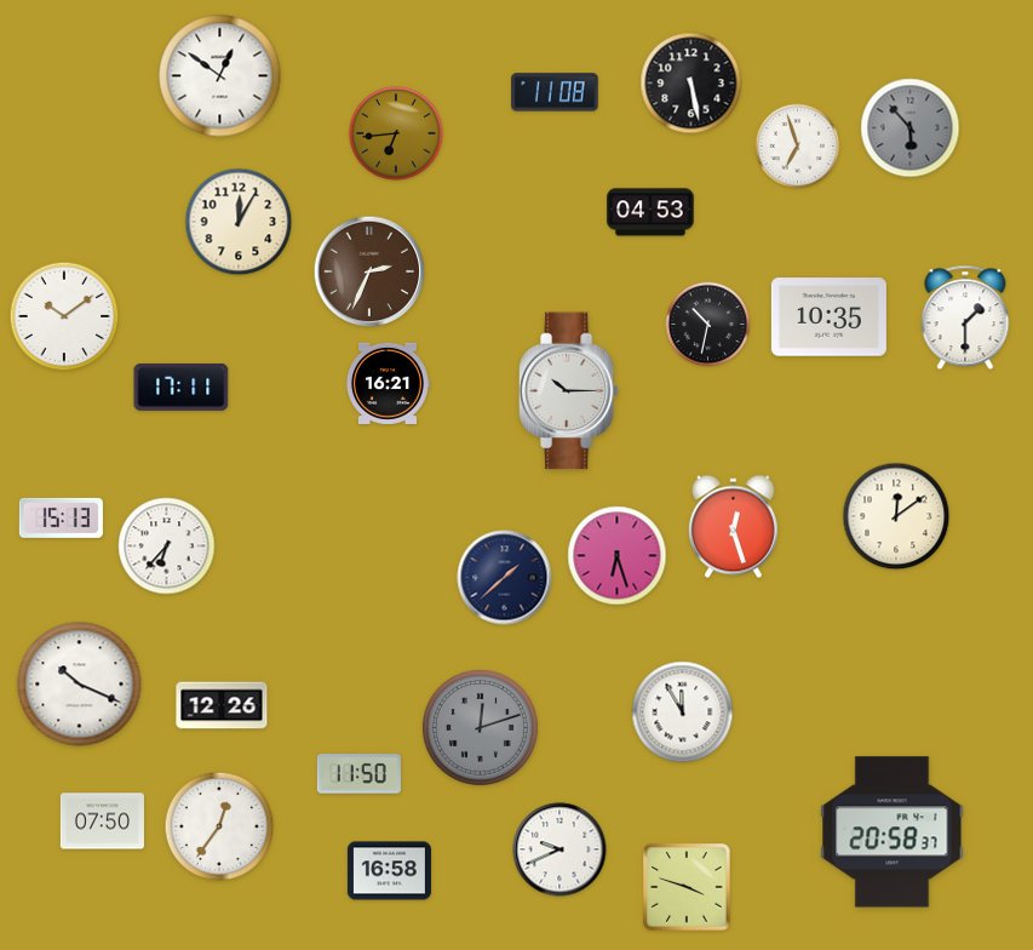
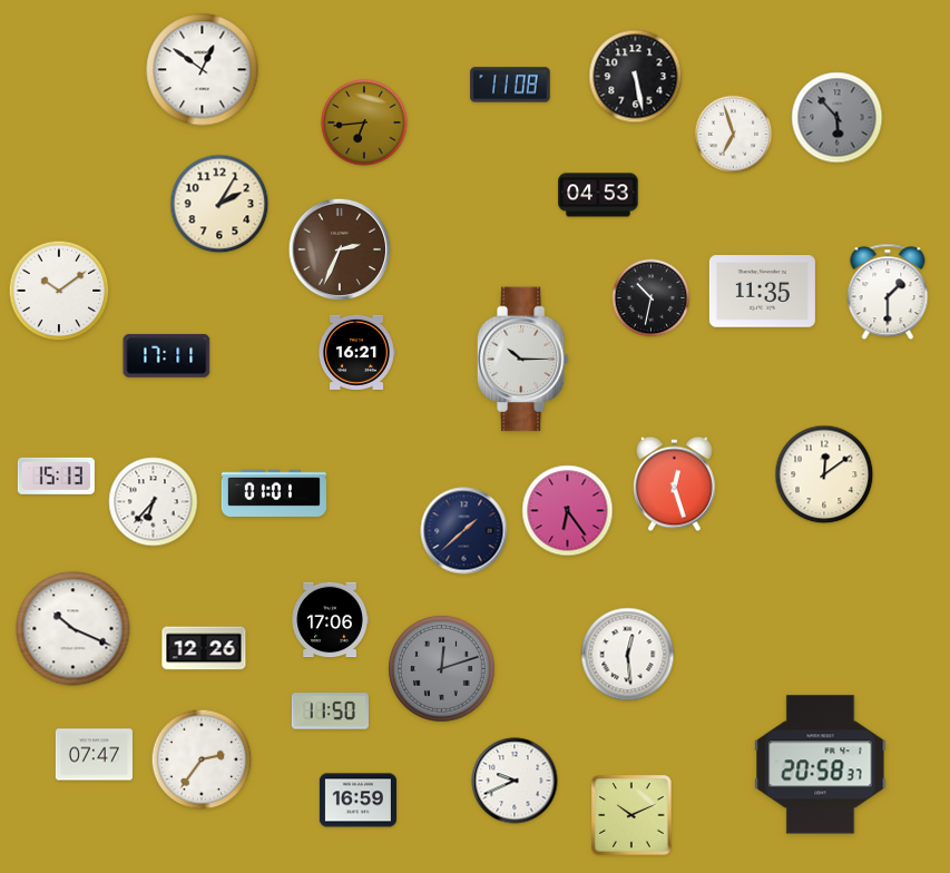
clock at (239, 222): 12:05 -> 2:05
clock at (828, 317): 10:35 -> 11:35
clock at (274, 492): none -> 01:01
clock at (618, 556): 6:27 -> 6:24
clock at (330, 620): none -> 17:06
clock at (683, 712): 11:55 -> 12:29
clock at (102, 822): 07:50 -> 07:47
clock at (219, 826): 12:36 -> 2:36
clock at (389, 871): 16:58 -> 16:59
clock at (687, 887): 3:48 -> 10:11
